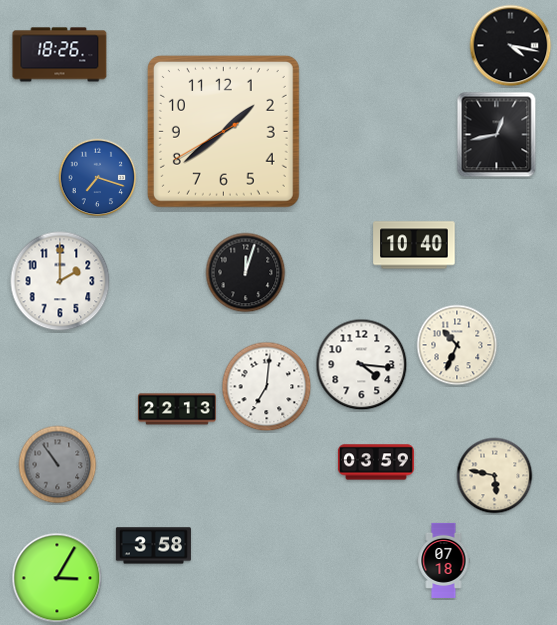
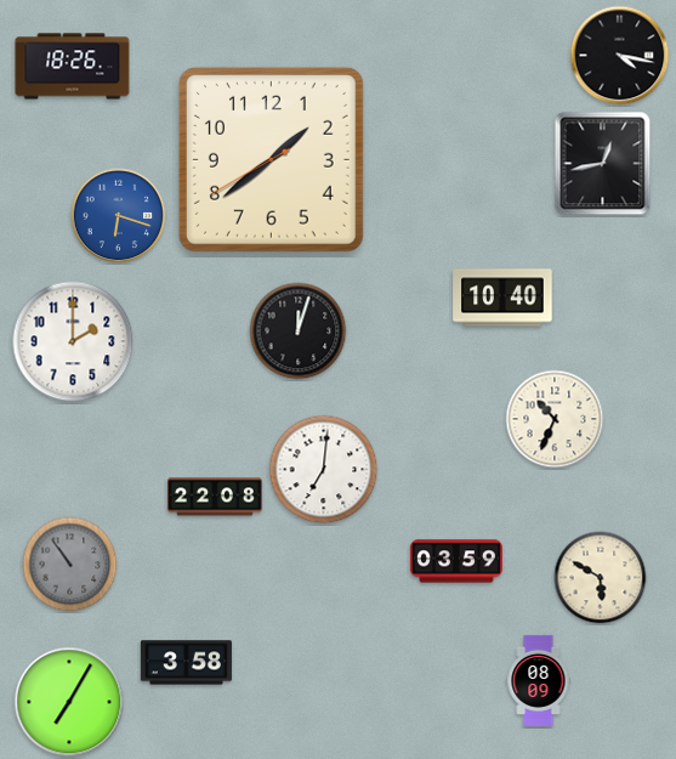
clock at (98, 178): 7:18 -> 6:18
clock at (362, 365): 4:16 -> none
clock at (177, 409): 22:13 -> 22:08
clock at (495, 476): 5:47 -> 5:50
clock at (444, 560): 07:18 -> 08:09
clock at (57, 578): 3:05 -> 7:05
